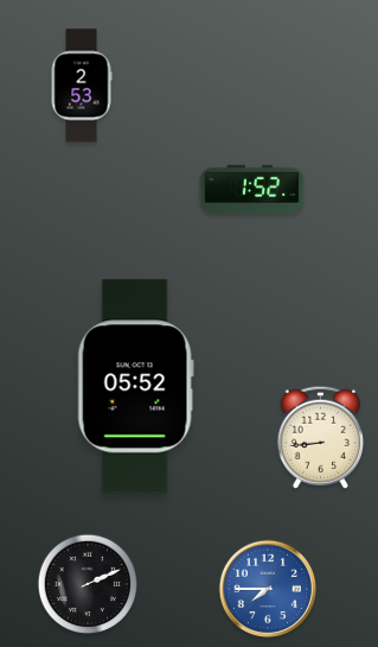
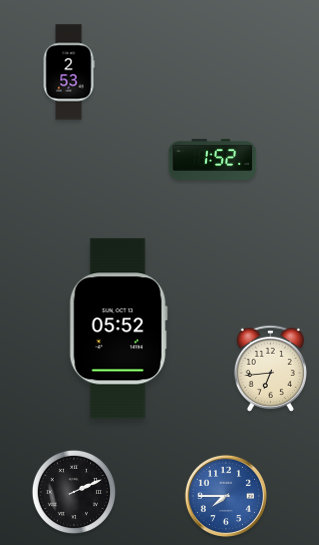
clock at (135, 387) position: (135, 387) -> (118, 329)
clock at (320, 437): 8:44 -> 6:44
